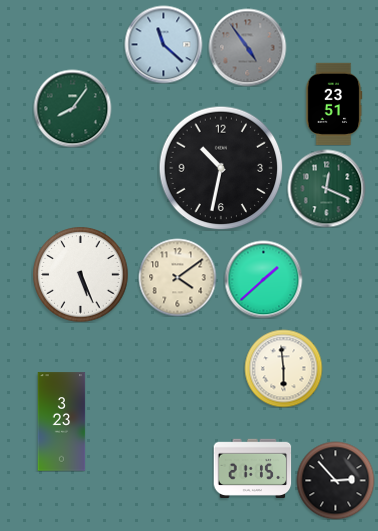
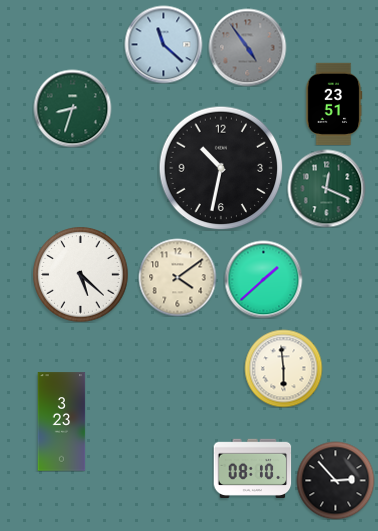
clock at (72, 108): 8:06 -> 8:33
clock at (80, 274): 5:26 -> 5:22
clock at (252, 468): 21:15 -> 08:10
